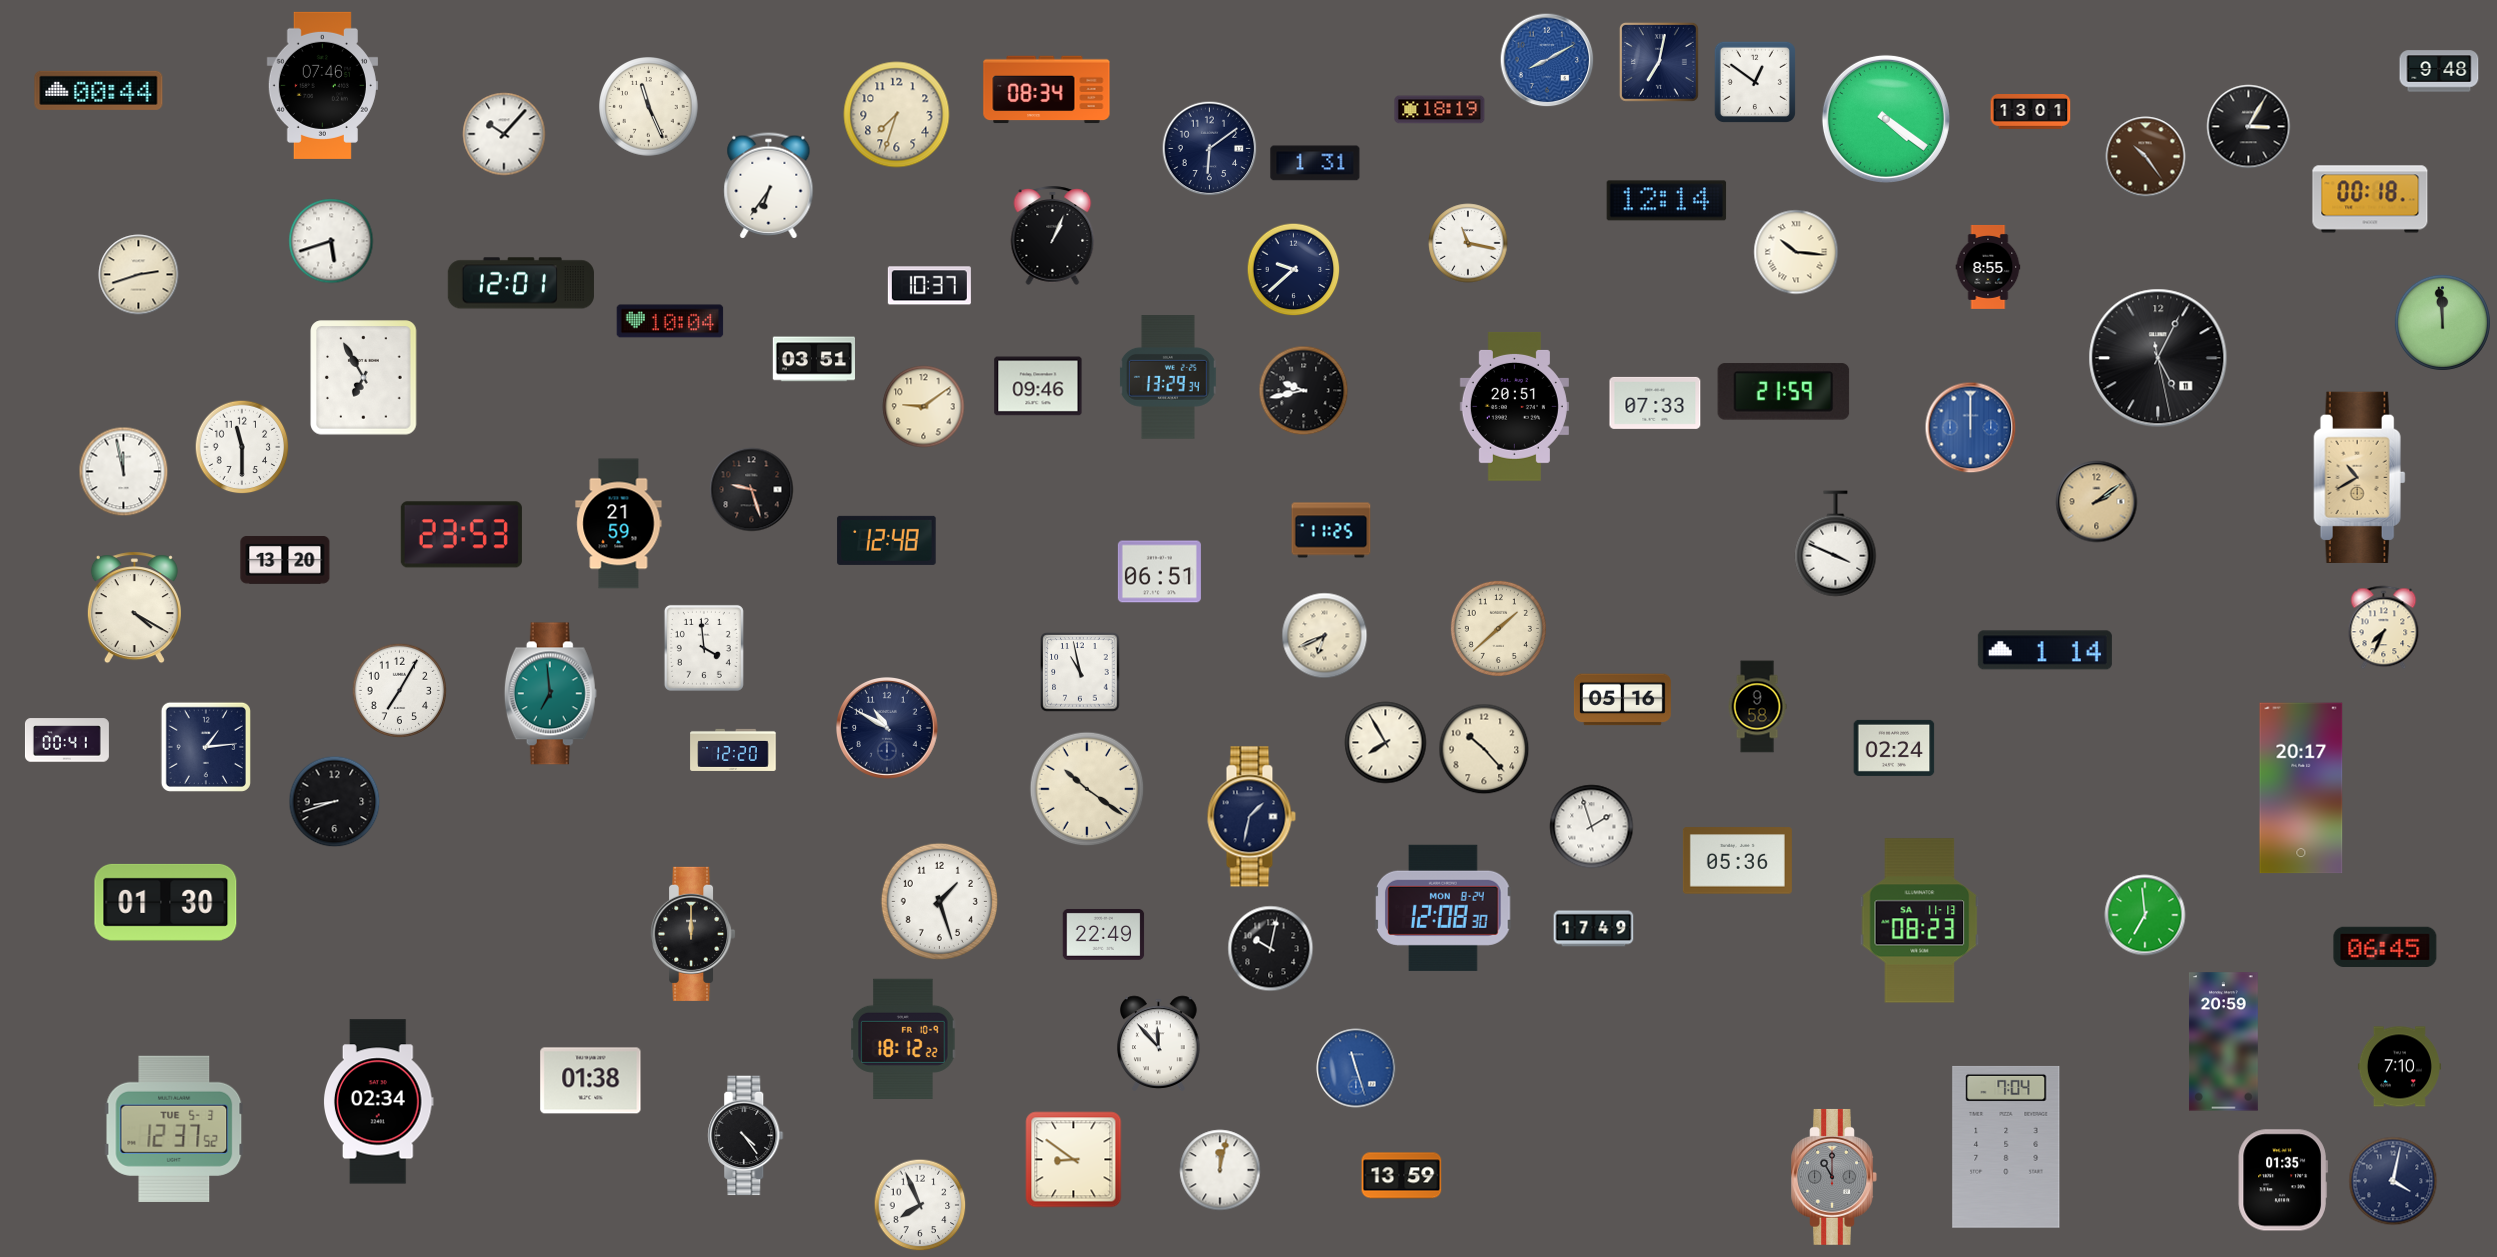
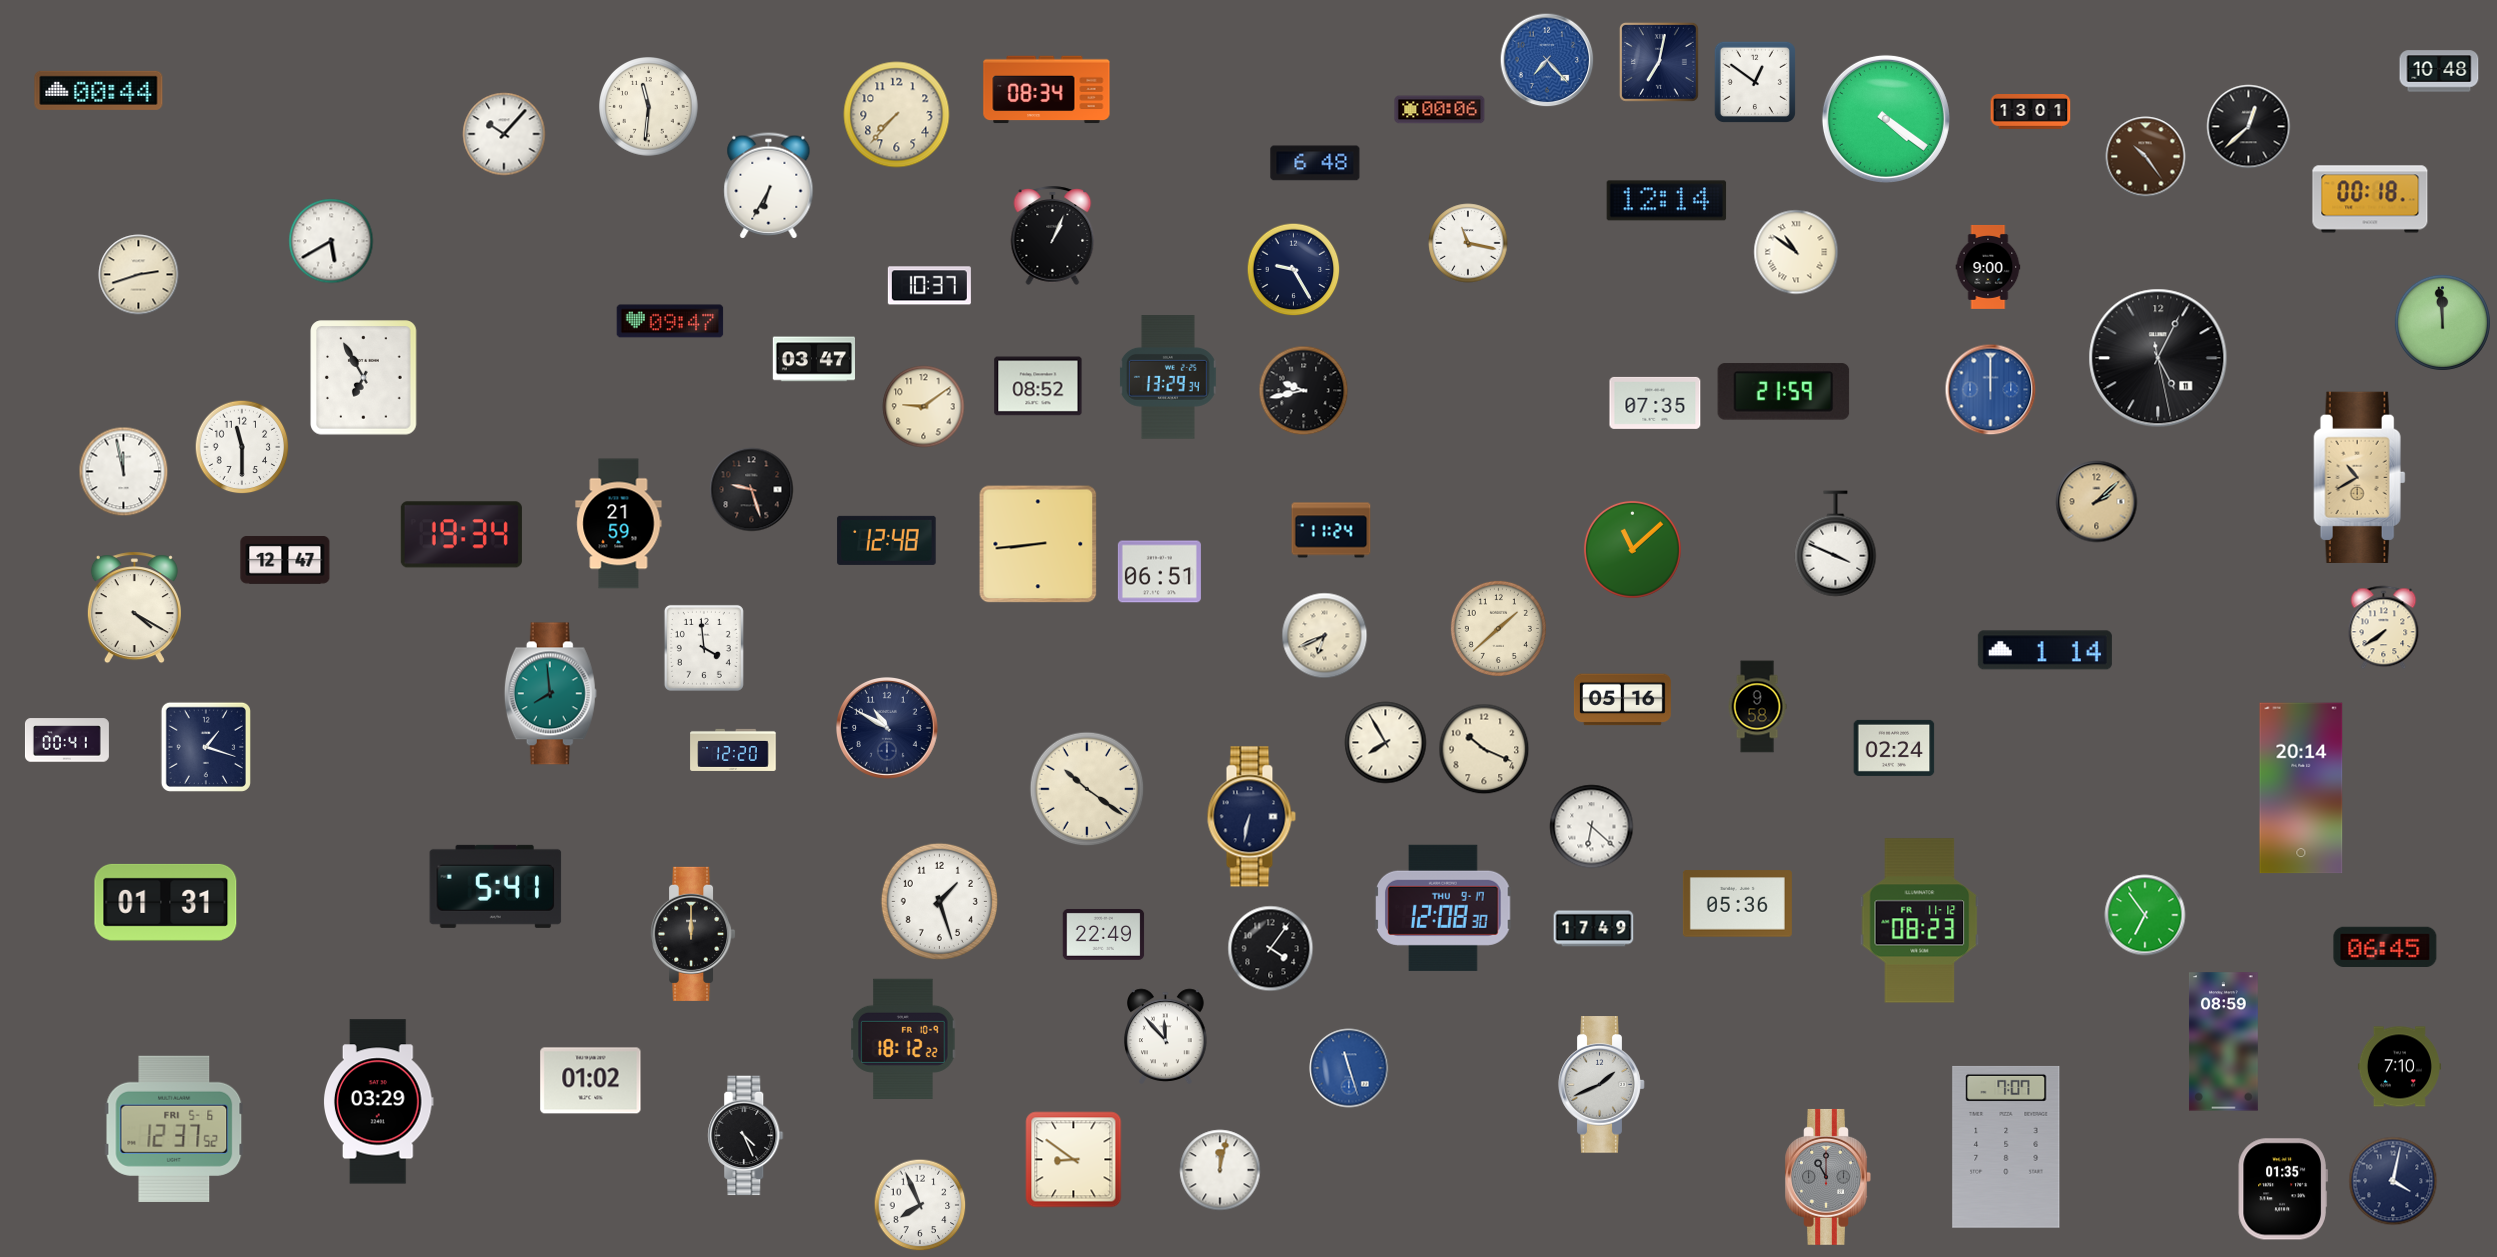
clock at (1547, 60): 8:10 -> 7:23
clock at (2439, 71): 9:48 -> 10:48
clock at (322, 85): 07:46 -> none
clock at (649, 107): 11:26 -> 11:31
clock at (1440, 110): 18:19 -> 00:06
clock at (897, 115): 7:33 -> 7:37
clock at (2249, 127): 3:05 -> 12:38
clock at (1210, 149): 6:09 -> none
clock at (1315, 163): 1:31 -> 6:48
clock at (769, 186): 6:36 -> 6:35
clock at (331, 241): 5:42 -> 5:40
clock at (1796, 252): 10:16 -> 10:51
clock at (1988, 267): 8:55 -> 9:00
clock at (1294, 270): 9:38 -> 9:25
clock at (521, 283): 12:01 -> none
clock at (670, 321): 10:04 -> 09:47
clock at (813, 359): 03:51 -> 03:47
clock at (1038, 386): 09:46 -> 08:52
clock at (1655, 403): 07:33 -> 07:35
clock at (1514, 406): 20:51 -> none
clock at (1971, 428) position: (1971, 428) -> (1991, 390)
clock at (2097, 502): 2:09 -> 2:08
clock at (1331, 530): 11:25 -> 11:24
clock at (461, 535): 23:53 -> 19:34
clock at (1038, 544): none -> 8:44
clock at (1632, 549): none -> 11:08
clock at (285, 560): 13:20 -> 12:47
clock at (2384, 628): 7:34 -> 7:39
clock at (1080, 672): 10:58 -> none
clock at (400, 691): 7:05 -> none
clock at (550, 694): 6:59 -> 7:59
clock at (206, 747): 1:14 -> 1:18
clock at (1484, 749): 10:23 -> 10:19
clock at (2301, 788): 20:17 -> 20:14
clock at (335, 802): 8:42 -> none
clock at (1251, 817): 1:32 -> 6:32
clock at (1592, 827): 1:57 -> 6:22
clock at (1737, 861) position: (1737, 861) -> (1737, 904)
clock at (496, 886): none -> 5:41
clock at (166, 902): 01:30 -> 01:31
clock at (1443, 908) date: MON 8-24 -> THU 9-17
clock at (2145, 915): 6:59 -> 6:54
clock at (1920, 921) date: SA 11-13 -> FR 11-12
clock at (1271, 949): 10:02 -> 4:06
clock at (2223, 1042): 20:59 -> 08:59
clock at (1159, 1044) position: (1159, 1044) -> (1166, 1037)
clock at (1356, 1068) position: (1356, 1068) -> (1349, 1068)
clock at (591, 1081): 01:38 -> 01:02
clock at (1602, 1085): none -> 1:41
clock at (378, 1102): 02:34 -> 03:29
clock at (174, 1129) date: TUE 5-3 -> FRI 5-6
clock at (746, 1136): 4:24 -> 4:26
clock at (2006, 1147): 7:04 -> 7:07
clock at (1402, 1176): 13:59 -> none
clock at (1834, 1177) position: (1834, 1177) -> (1828, 1177)
clock at (2283, 1180) position: (2283, 1180) -> (2283, 1189)
